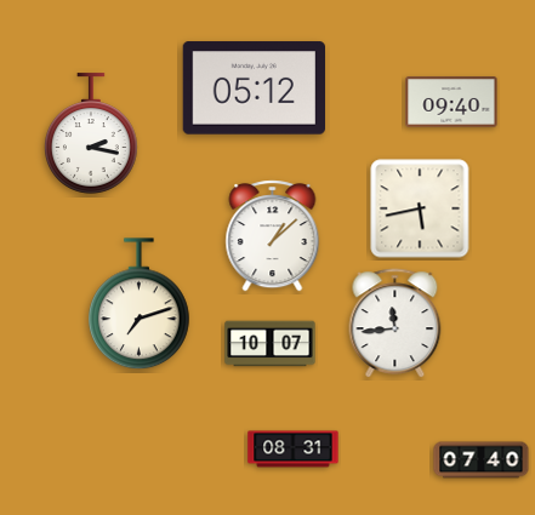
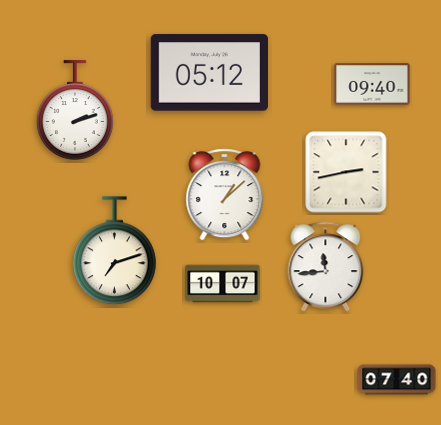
clock at (91, 133): 2:17 -> 2:12
clock at (420, 208): 5:43 -> 2:43
clock at (294, 450): 08:31 -> none
